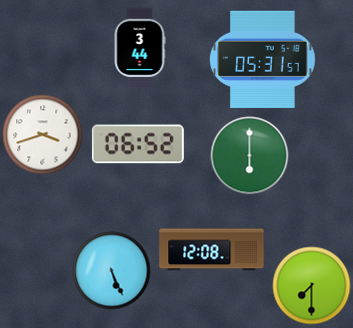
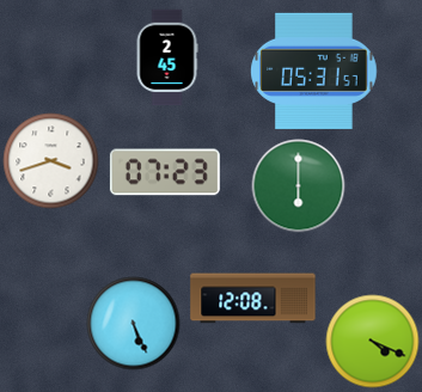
clock at (140, 48): 3:44 -> 2:45
clock at (138, 144): 06:52 -> 07:23
clock at (311, 285): 7:30 -> 4:19
